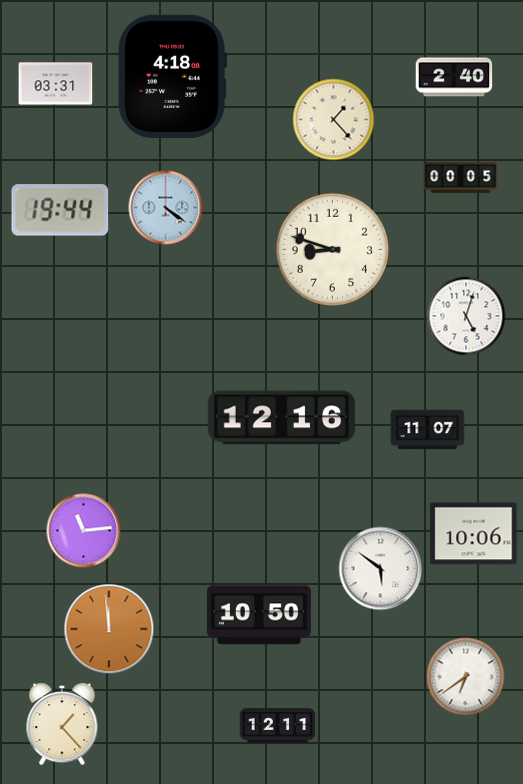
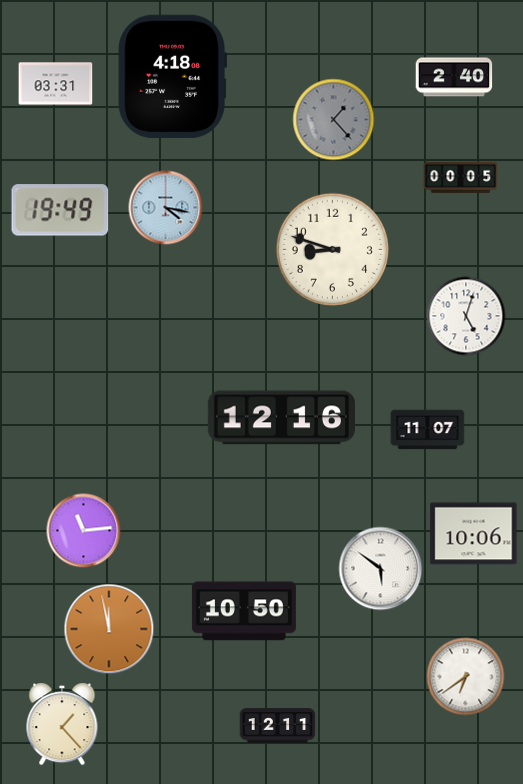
clock at (334, 120) dial: cream -> grey
clock at (166, 208): 4:21 -> 4:17
clock at (60, 210): 19:44 -> 19:49
clock at (259, 615) position: (259, 615) -> (244, 611)
clock at (109, 629): 11:59 -> 11:58
